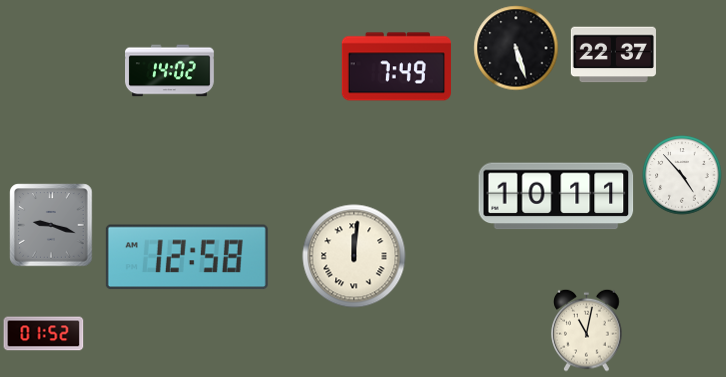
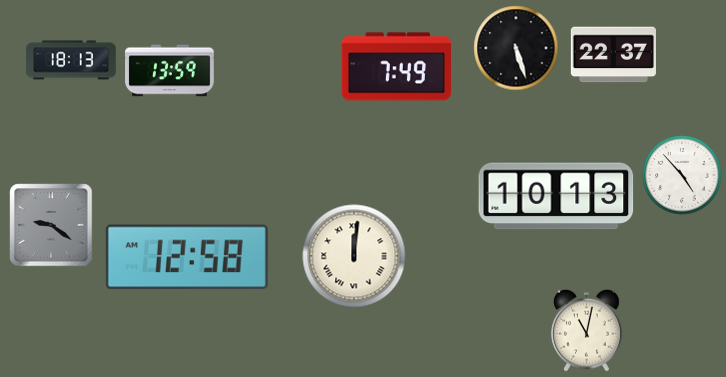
clock at (71, 60): none -> 18:13
clock at (170, 71): 14:02 -> 13:59
clock at (556, 196): 10:11 -> 10:13
clock at (51, 225): 9:18 -> 9:21
clock at (44, 334): 01:52 -> none
